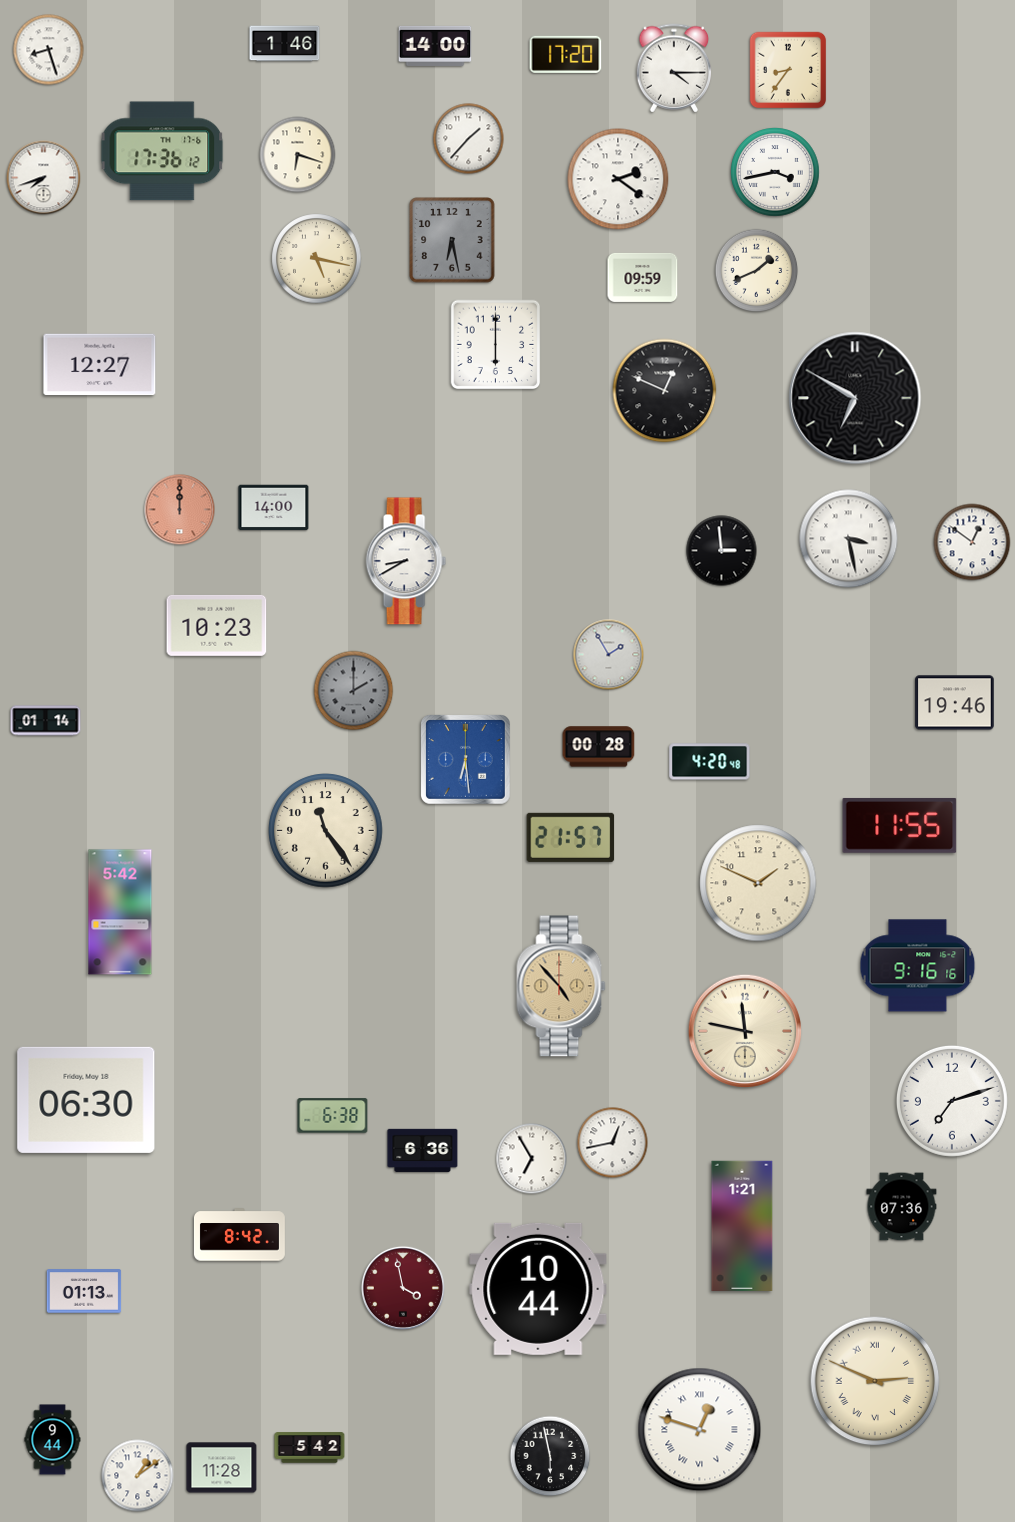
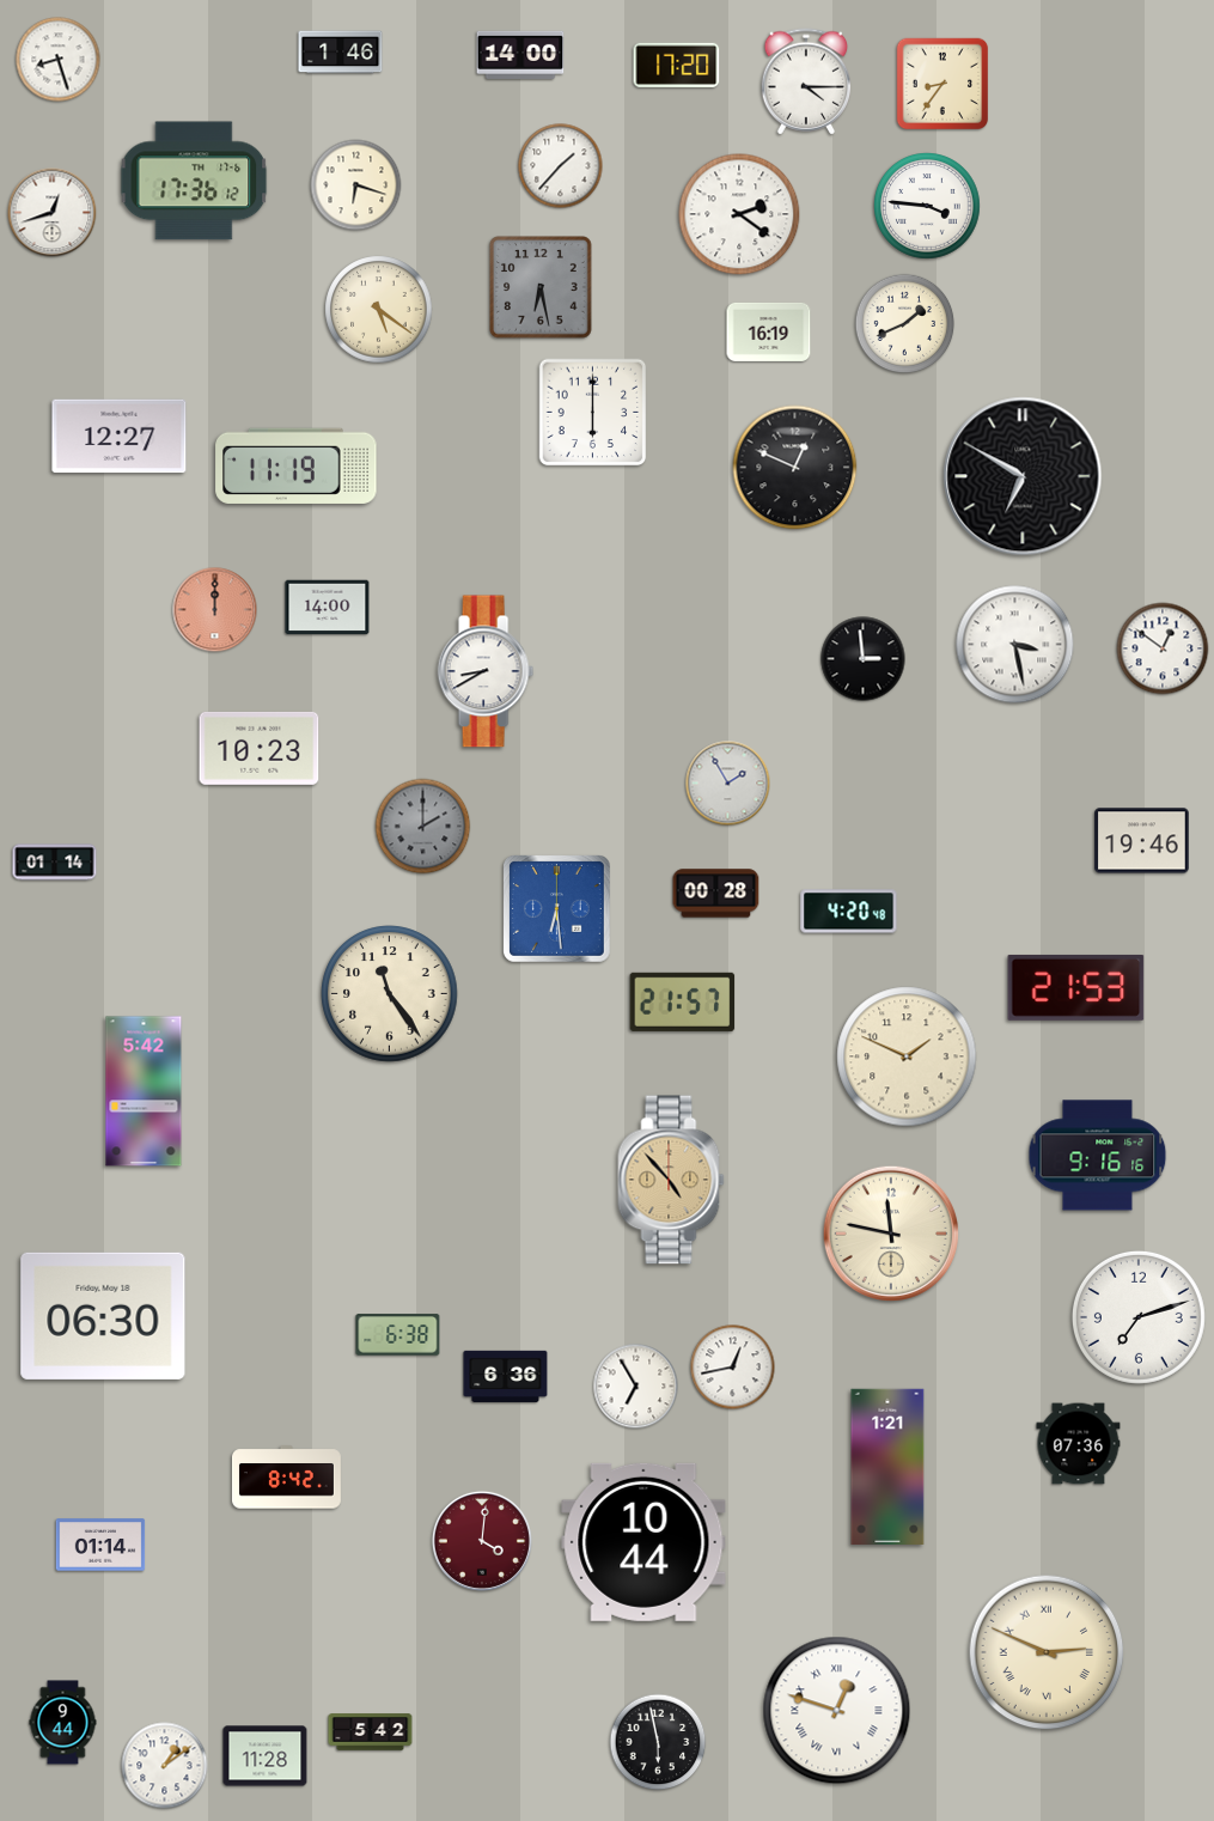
clock at (775, 172): 3:43 -> 3:46
clock at (44, 178): 7:42 -> 12:42
clock at (317, 259): 5:17 -> 5:21
clock at (643, 277): 09:59 -> 16:19
clock at (297, 465): none -> 11:19
clock at (900, 825): 11:55 -> 21:53
clock at (403, 1288): 3:58 -> 4:01
clock at (84, 1291): 01:13 -> 01:14
